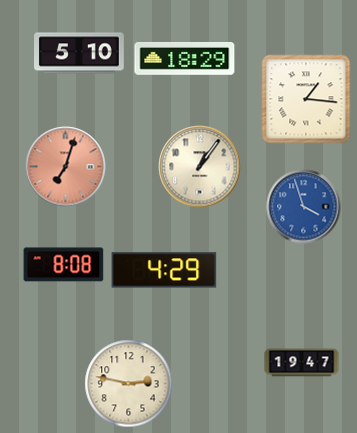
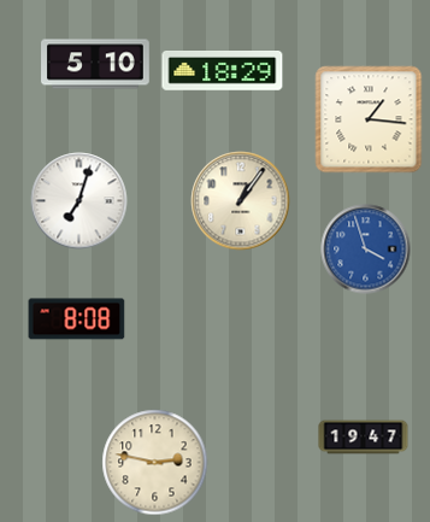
clock at (66, 167) dial: salmon -> white
clock at (164, 270): 4:29 -> none
